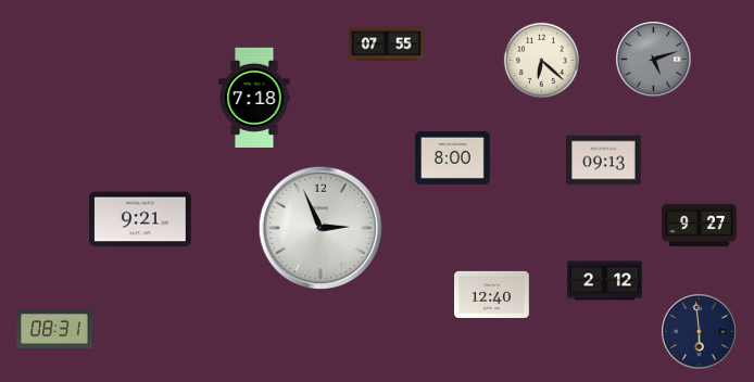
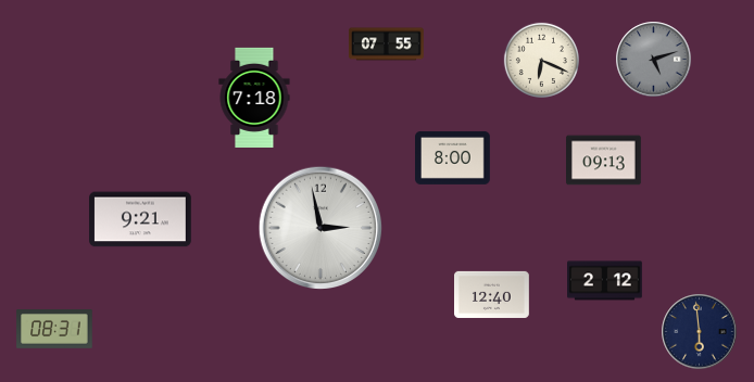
clock at (541, 60): 6:22 -> 6:19
clock at (700, 226): 9:27 -> none
clock at (319, 227): 2:56 -> 2:58
